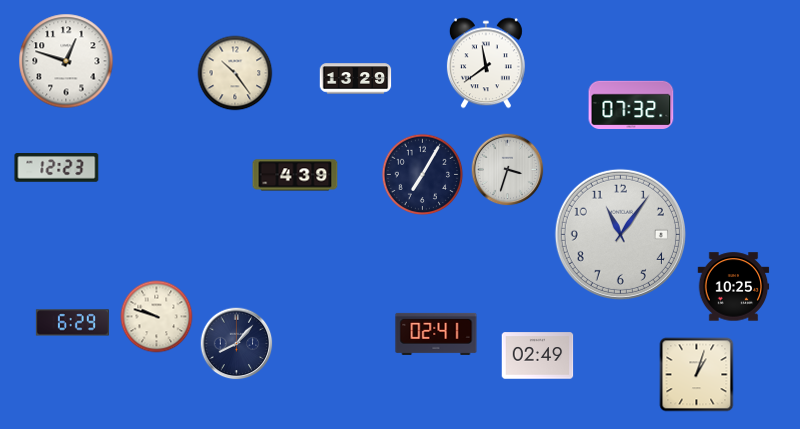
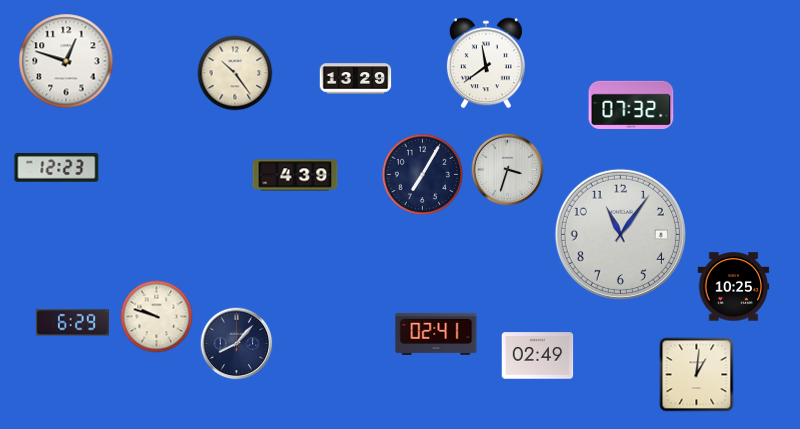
clock at (697, 375): 1:03 -> 1:01
